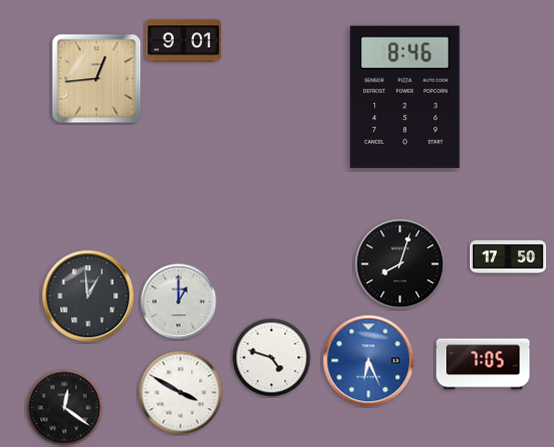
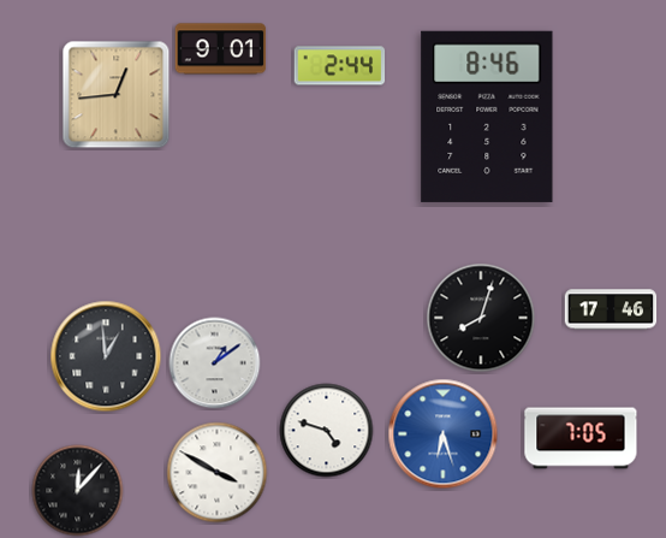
clock at (340, 66): none -> 2:44
clock at (508, 257): 17:50 -> 17:46
clock at (179, 302): 1:00 -> 1:09
clock at (369, 361): 6:26 -> 6:27
clock at (65, 408): 12:21 -> 12:07
